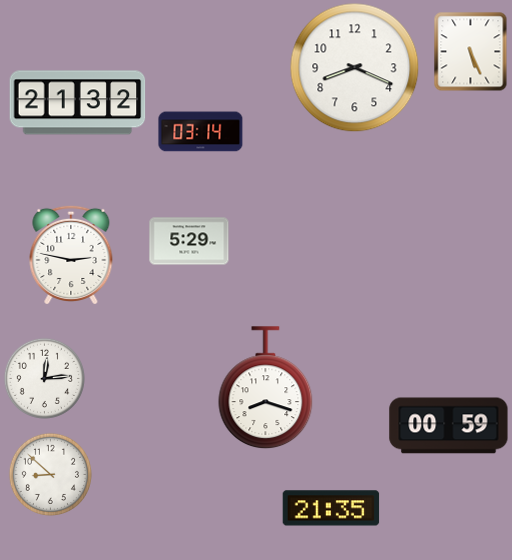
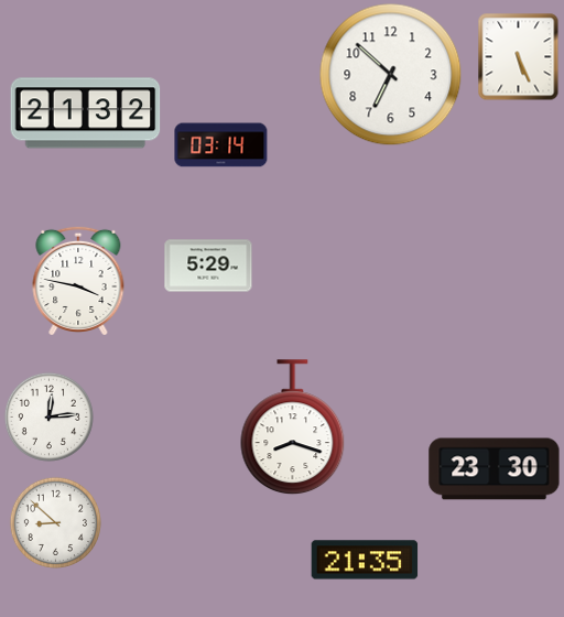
clock at (355, 68): 8:19 -> 6:52
clock at (71, 254): 2:47 -> 3:47
clock at (449, 426): 00:59 -> 23:30
